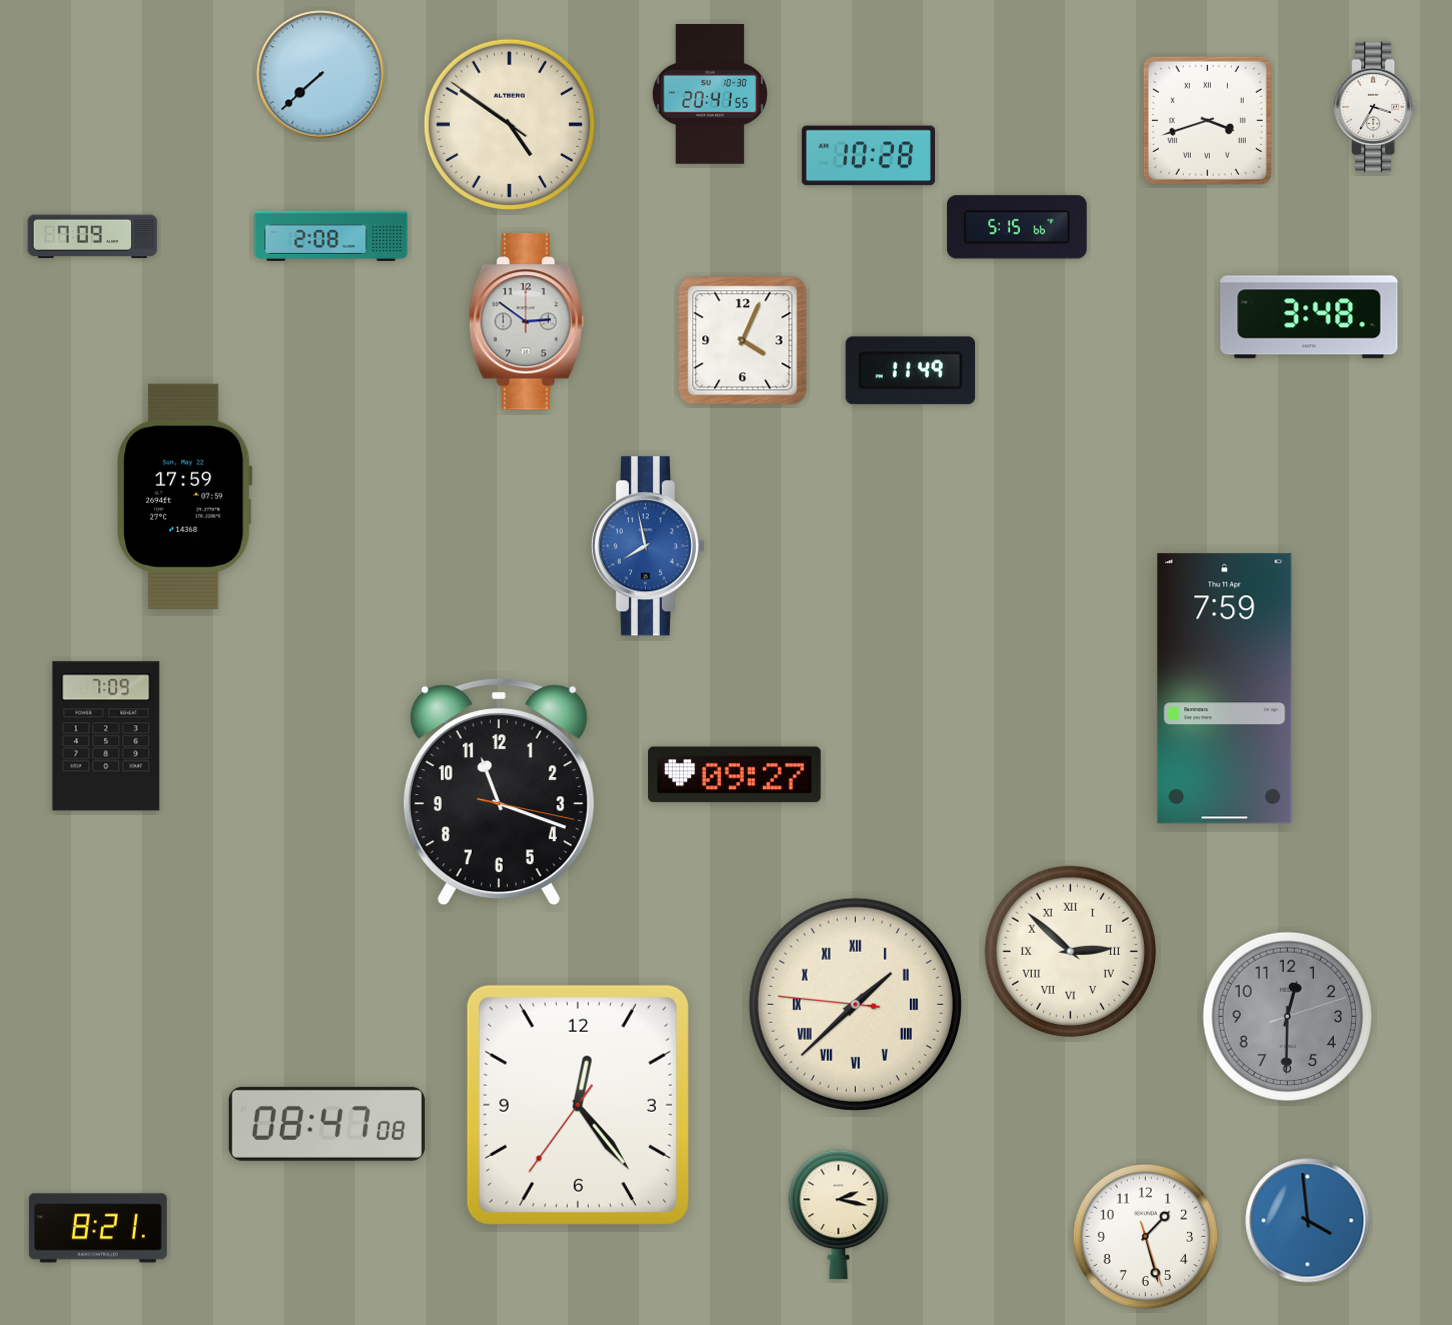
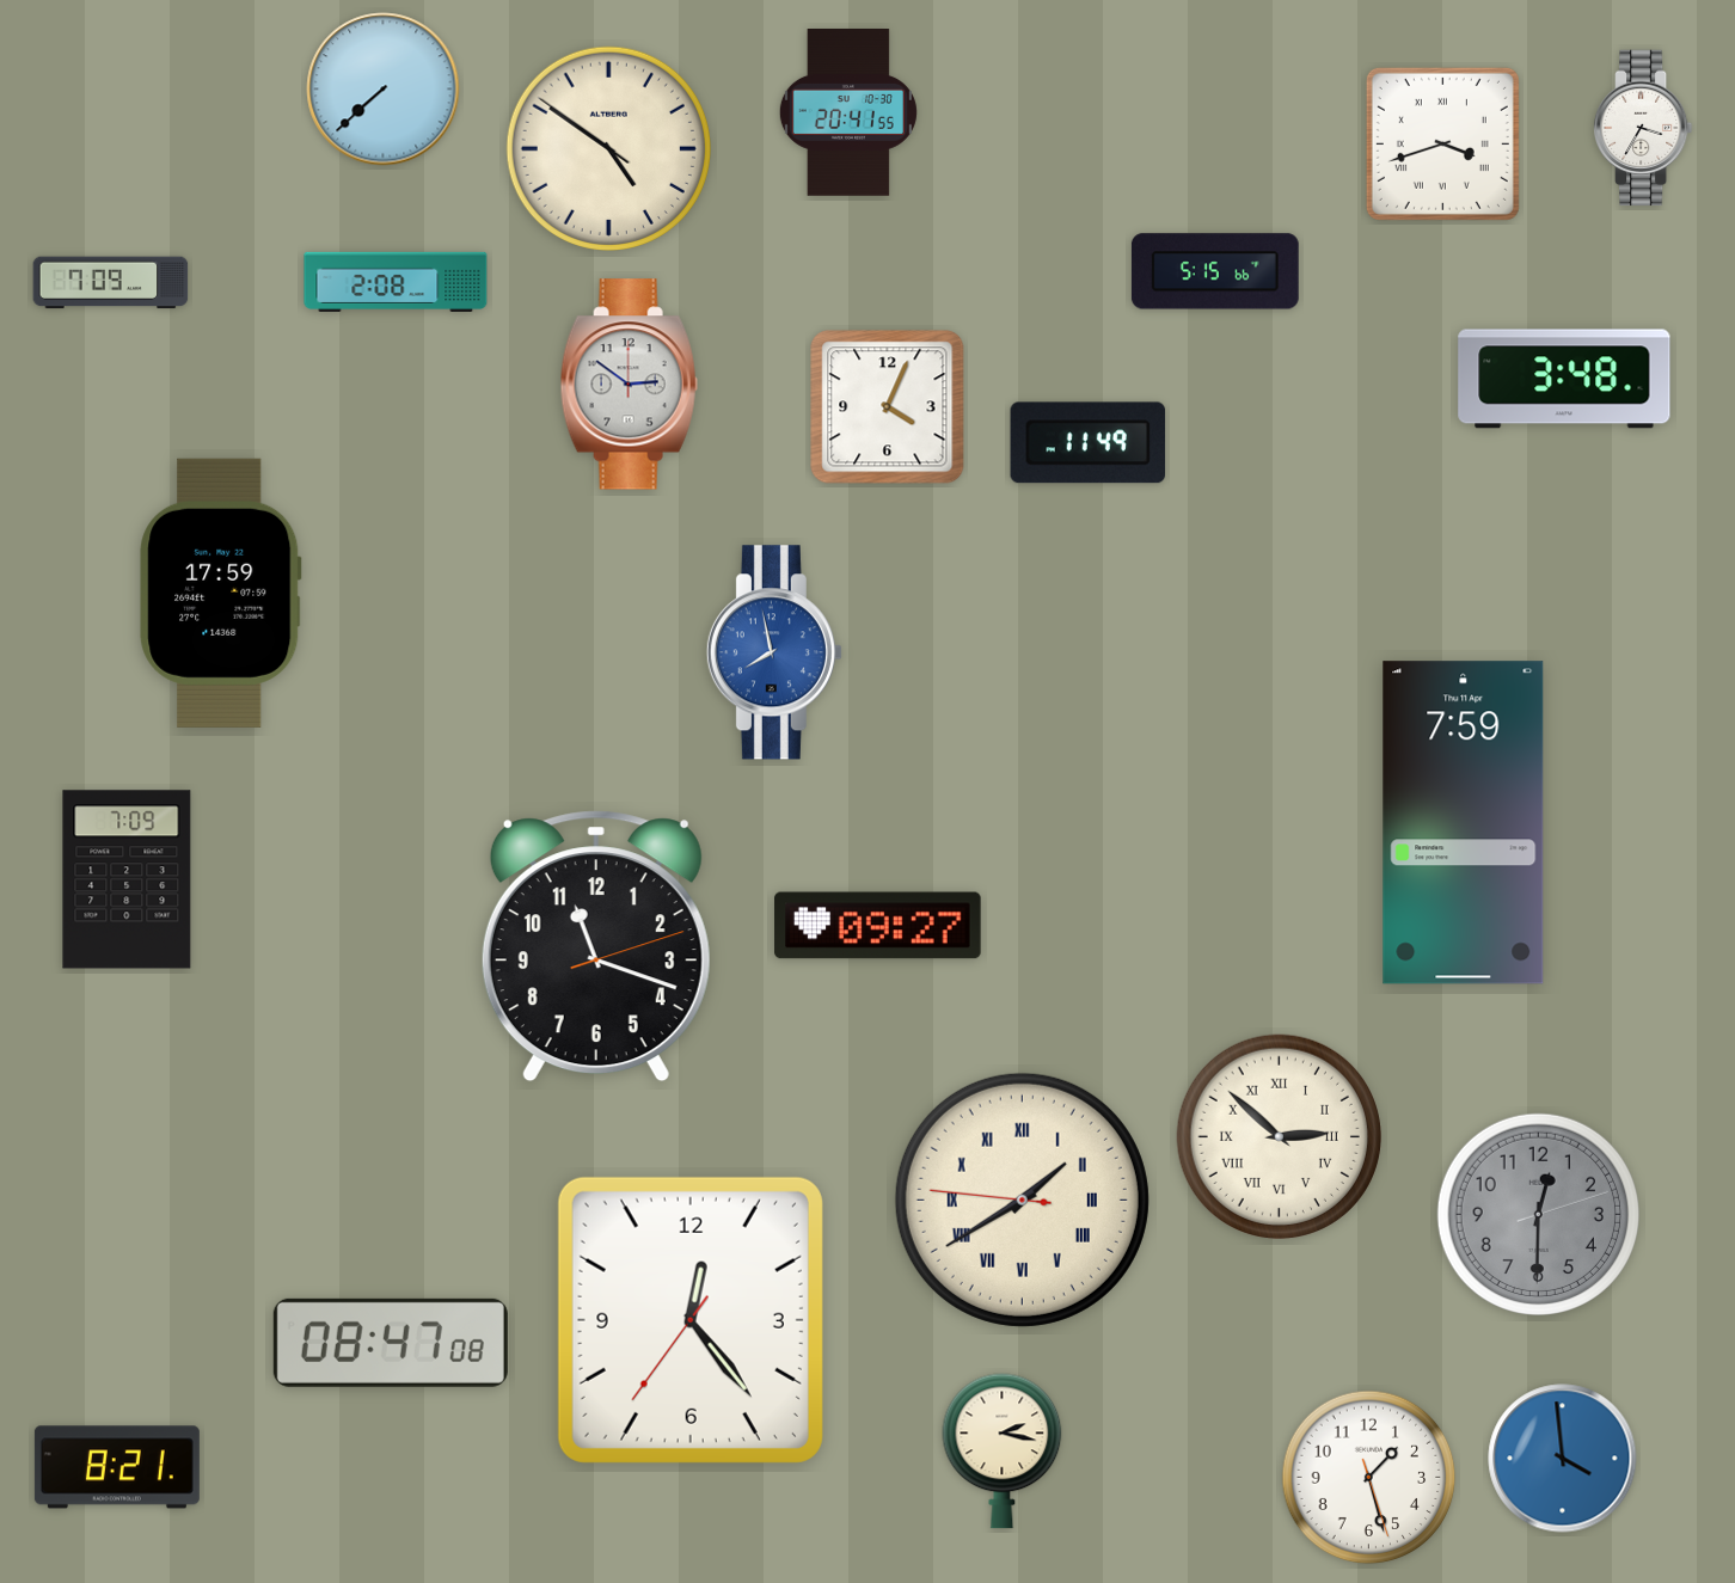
clock at (868, 156): 10:28 -> none
clock at (499, 792): 11:18:17 -> 11:18:12
clock at (855, 1004): 1:37 -> 1:39
